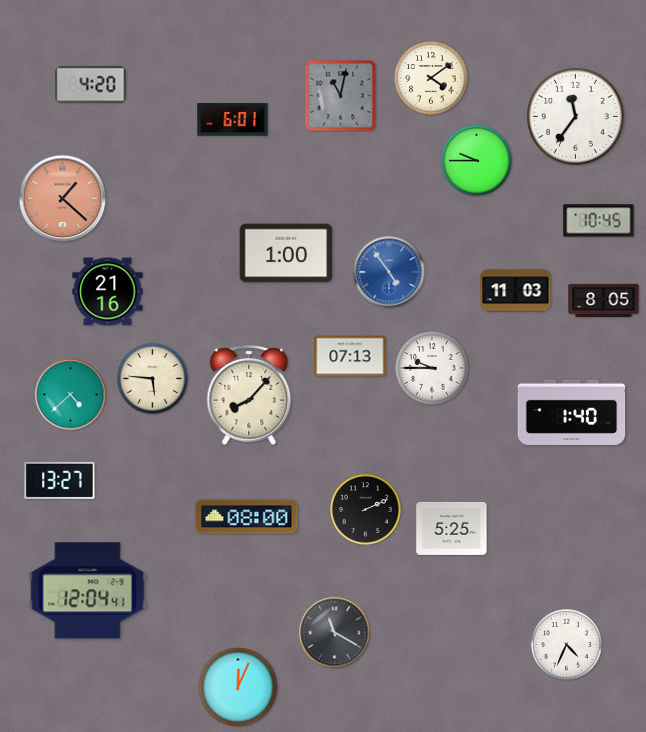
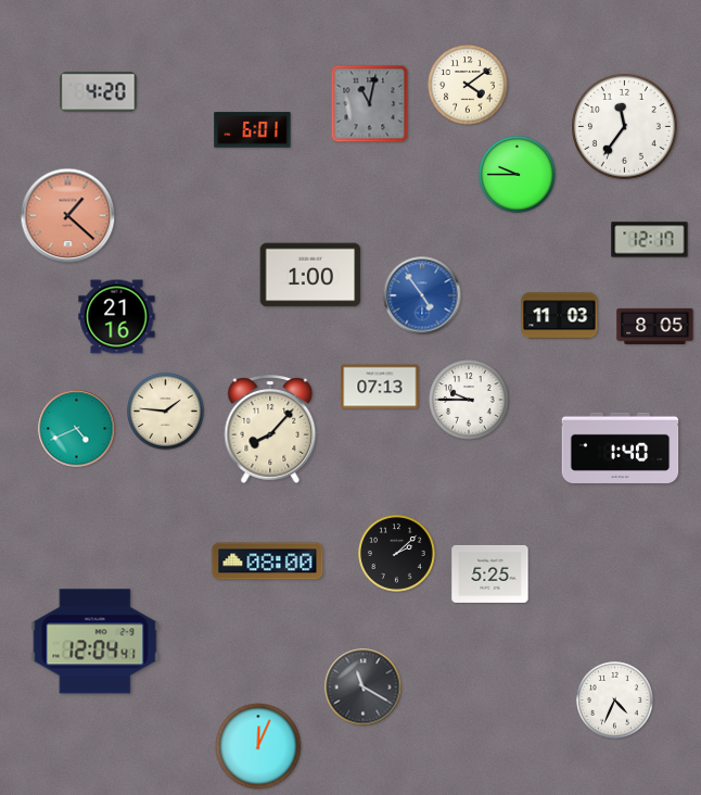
clock at (599, 221): 10:45 -> 12:17
clock at (153, 379): 5:46 -> 1:46
clock at (71, 395): 4:38 -> 4:41
clock at (60, 480): 13:27 -> none
clock at (366, 510): 2:11 -> 2:08
